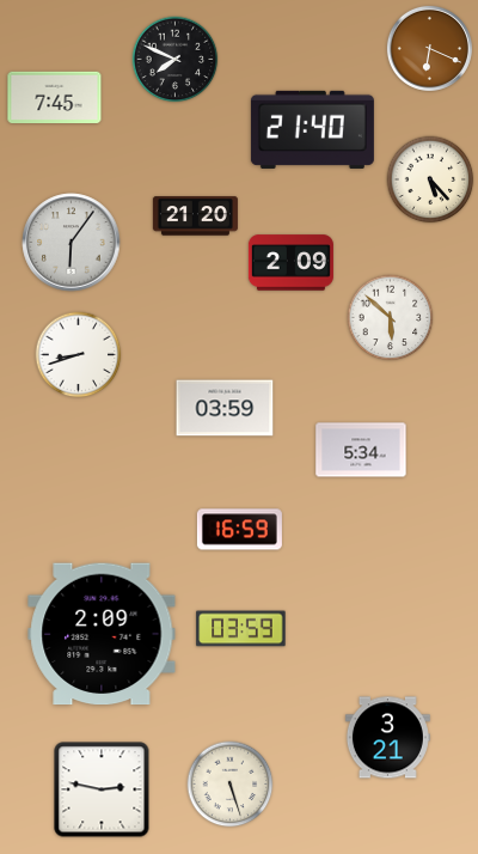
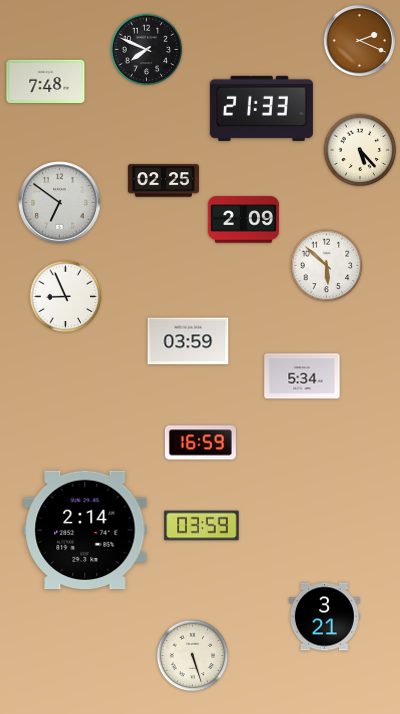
clock at (429, 48): 6:19 -> 2:19
clock at (55, 97): 7:45 -> 7:48
clock at (312, 129): 21:40 -> 21:33
clock at (195, 216): 21:20 -> 02:25
clock at (72, 243): 6:06 -> 6:51
clock at (79, 355): 8:42 -> 8:56
clock at (102, 634): 2:09 -> 2:14
clock at (102, 789): 2:47 -> none
